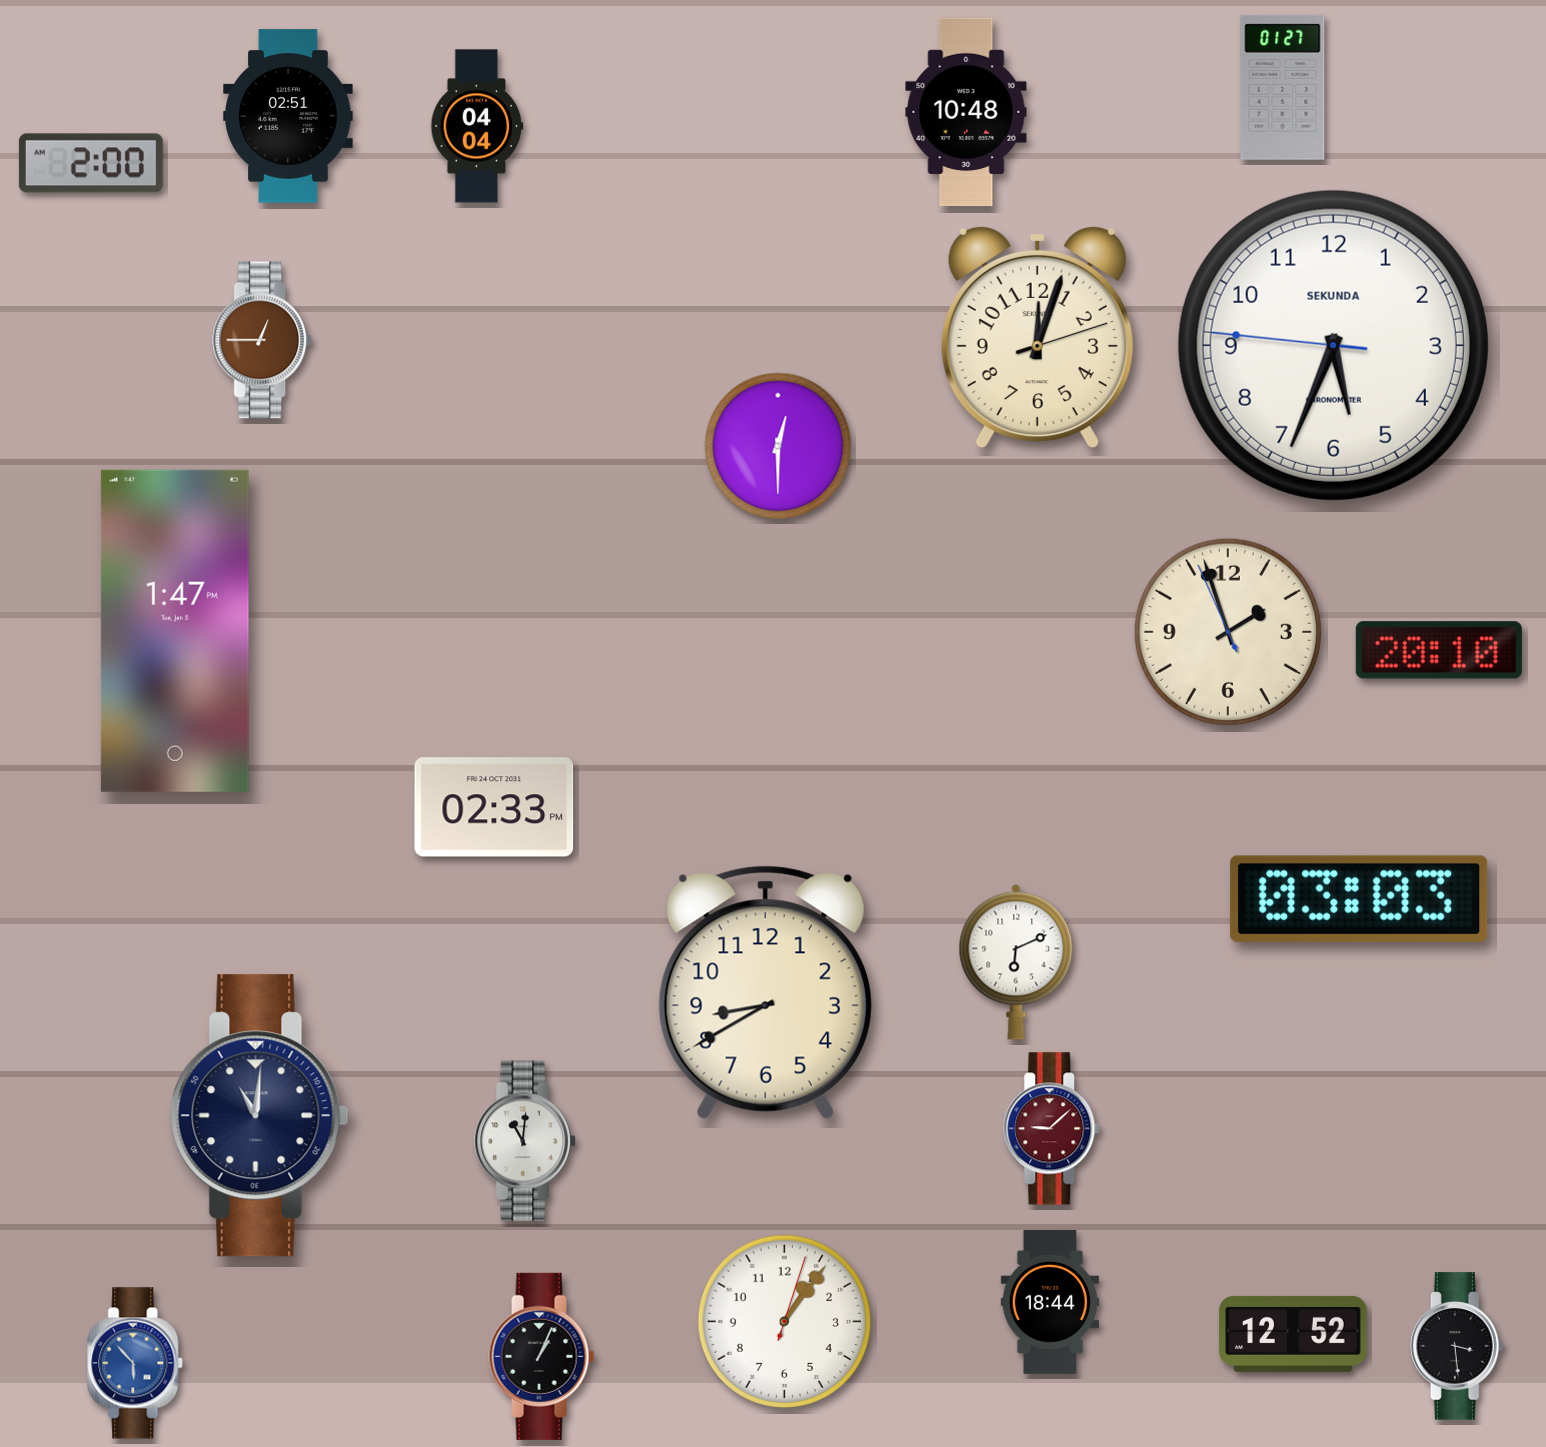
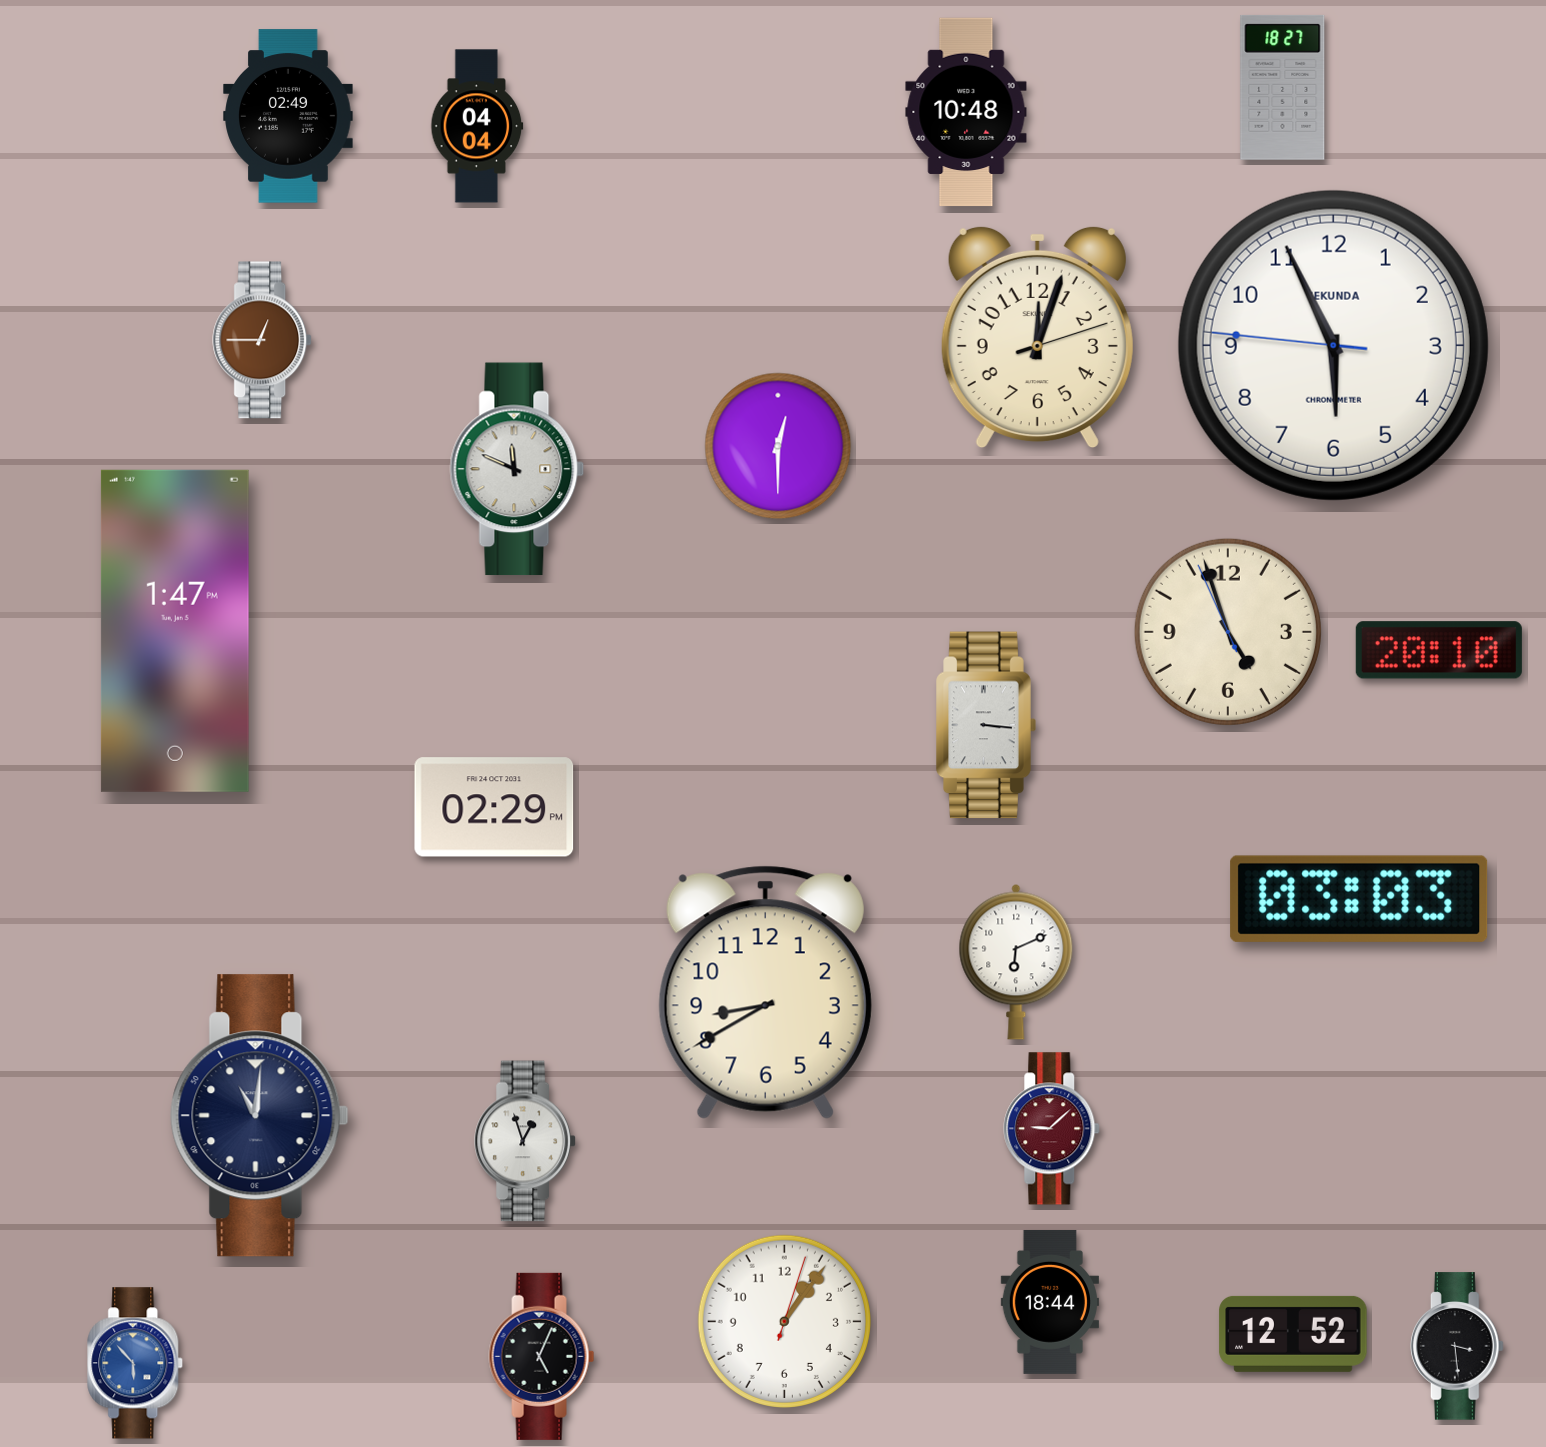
clock at (1283, 87): 01:27 -> 18:27
clock at (288, 116): 02:51 -> 02:49
clock at (91, 163): 2:00 -> none
clock at (1333, 345): 5:33 -> 5:55
clock at (517, 469): none -> 11:49
clock at (1228, 632): 1:56 -> 4:56
clock at (986, 725): none -> 3:16
clock at (494, 807): 02:33 -> 02:29
clock at (525, 1141): 11:01 -> 12:57
clock at (542, 1356): 1:04 -> 5:04
